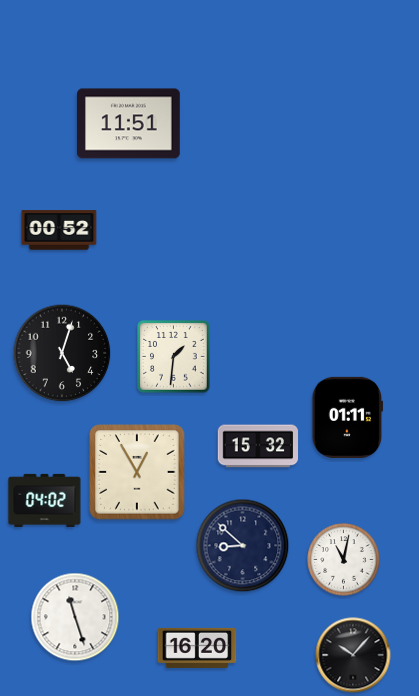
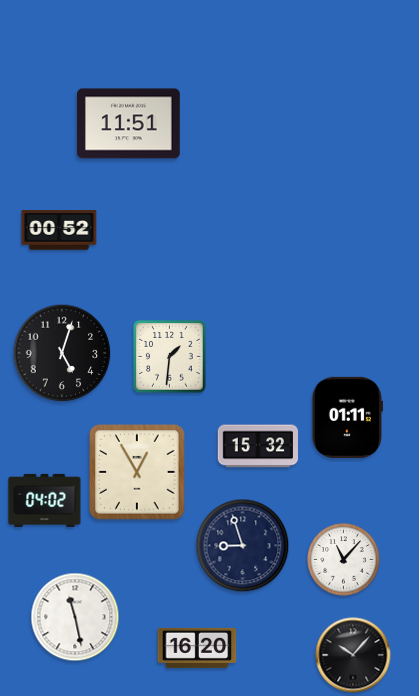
clock at (174, 357) position: (174, 357) -> (170, 357)
clock at (243, 546): 8:52 -> 8:57
clock at (344, 560): 11:02 -> 11:07
clock at (75, 617): 11:27 -> 11:28
